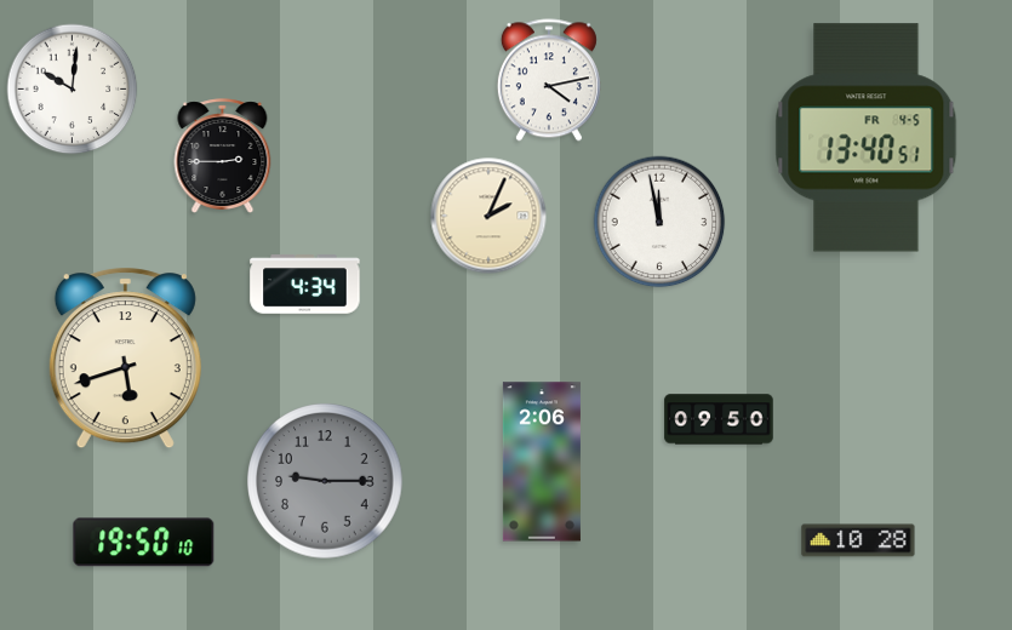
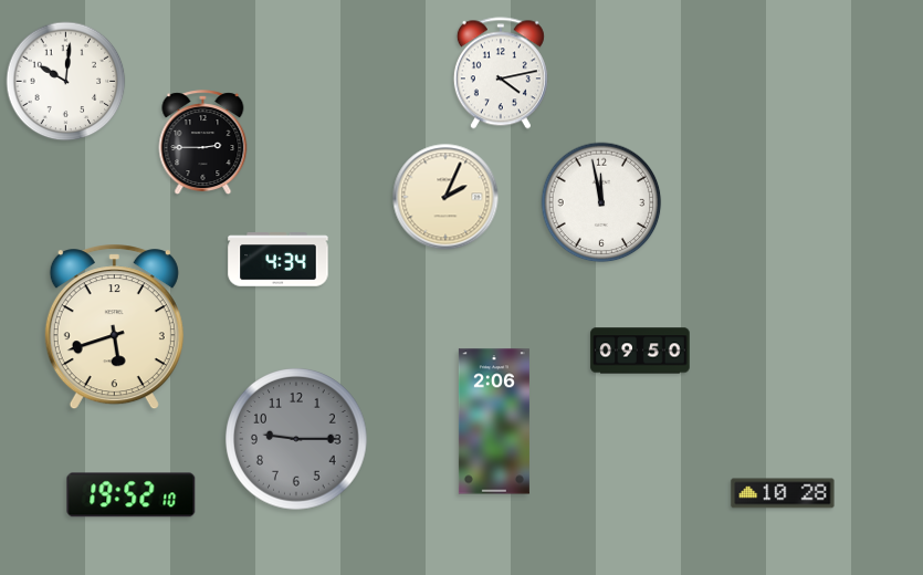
clock at (867, 138): 13:40 -> none
clock at (719, 419) position: (719, 419) -> (640, 351)
clock at (144, 543): 19:50 -> 19:52
